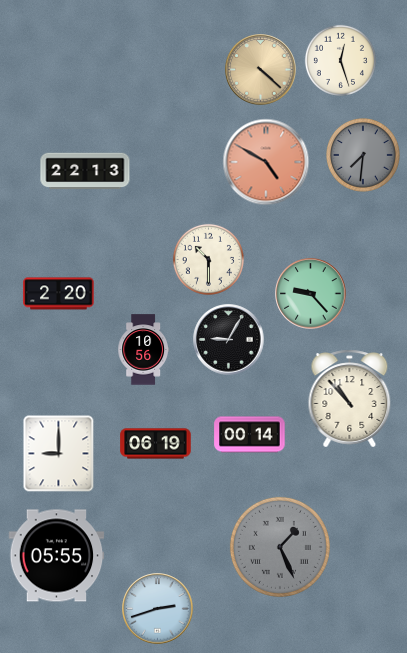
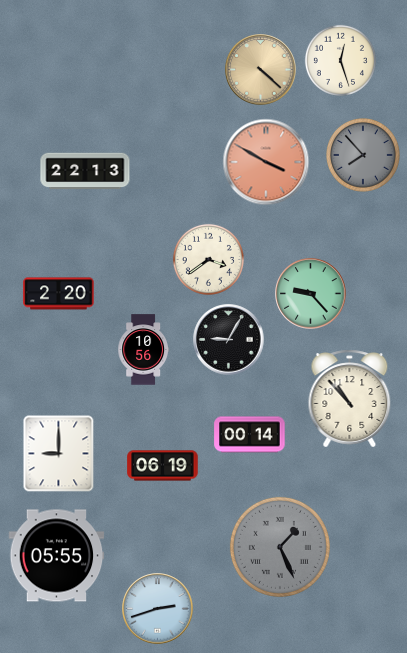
clock at (364, 156): 7:31 -> 7:53
clock at (266, 162): 4:50 -> 3:50
clock at (208, 259): 10:30 -> 3:39
clock at (156, 444) position: (156, 444) -> (163, 466)
